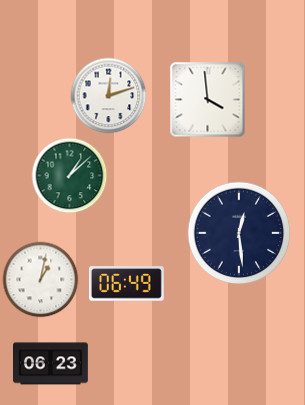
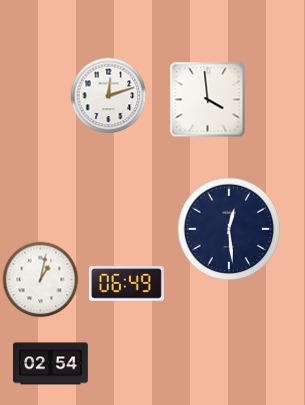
clock at (70, 176): 1:08 -> none
clock at (239, 233) position: (239, 233) -> (229, 229)
clock at (51, 364): 06:23 -> 02:54
